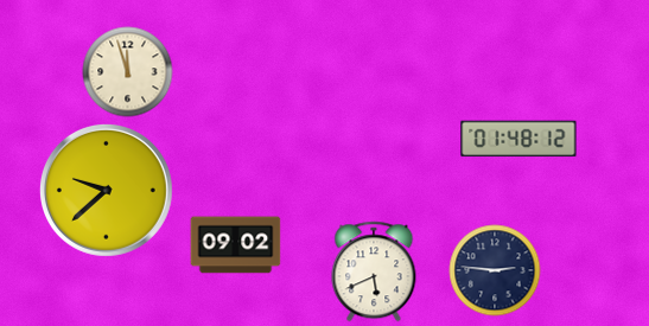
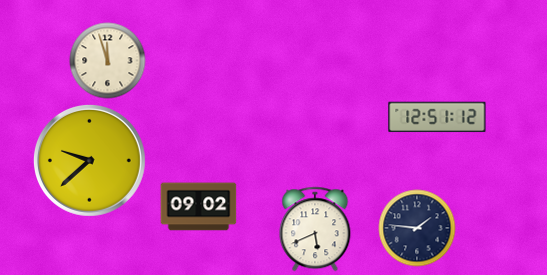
clock at (518, 139): 01:48 -> 12:51
clock at (495, 270): 2:46 -> 1:46
